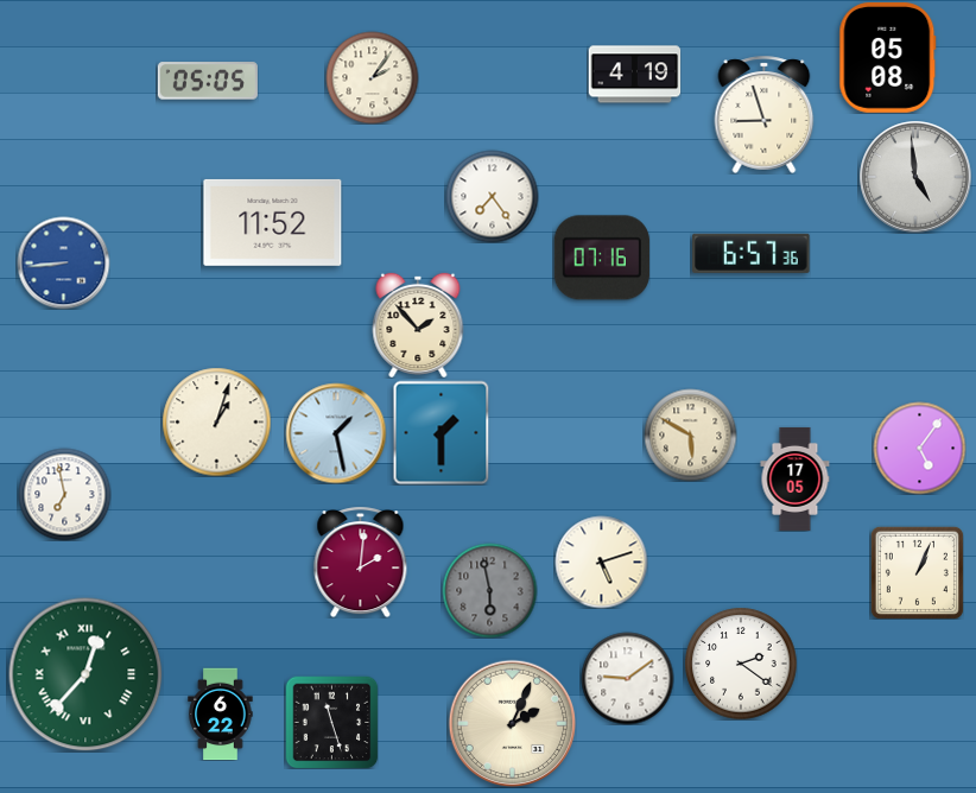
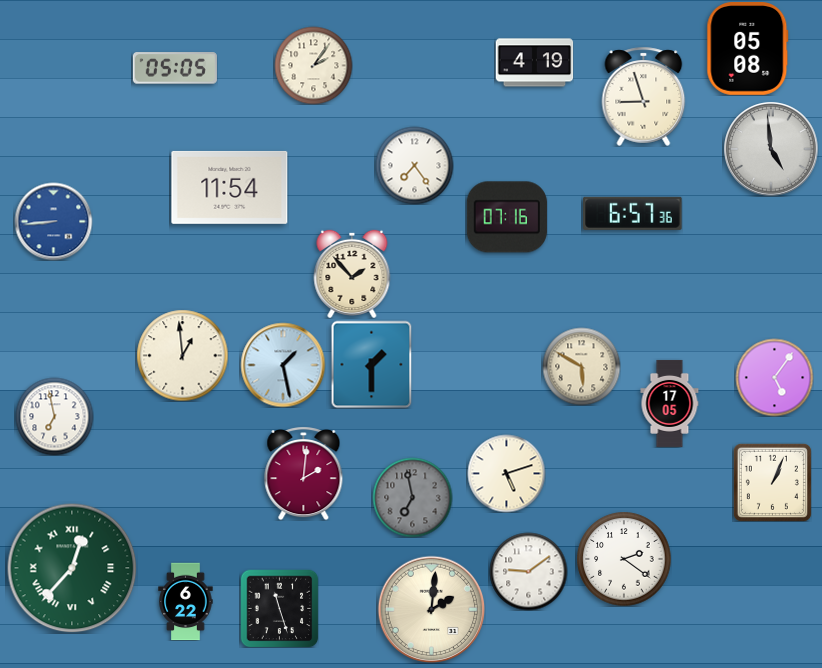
clock at (273, 222): 11:52 -> 11:54
clock at (216, 421): 1:03 -> 12:59
clock at (489, 590): 5:58 -> 6:58
clock at (512, 723): 2:04 -> 2:01
